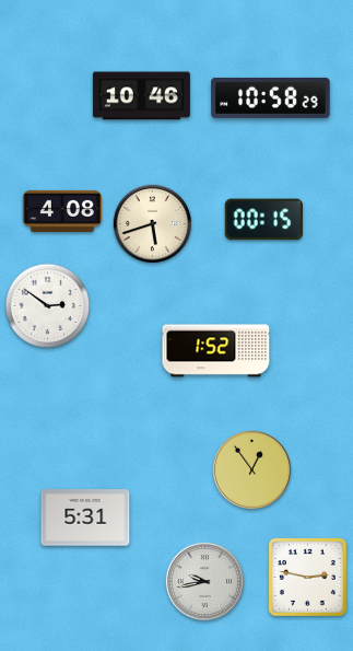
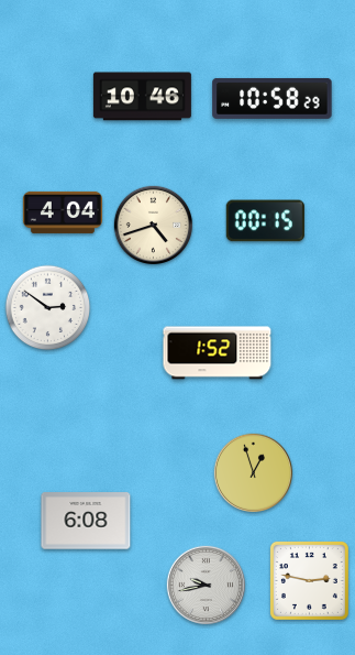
clock at (62, 211): 4:08 -> 4:04
clock at (153, 224): 5:42 -> 4:42
clock at (252, 470): 12:54 -> 12:57
clock at (85, 518): 5:31 -> 6:08
